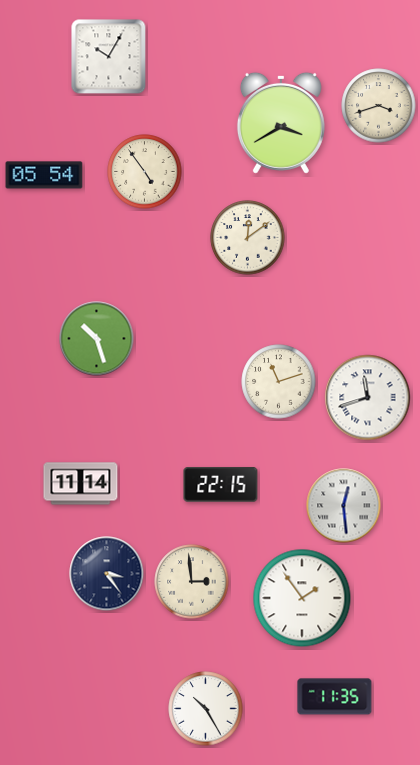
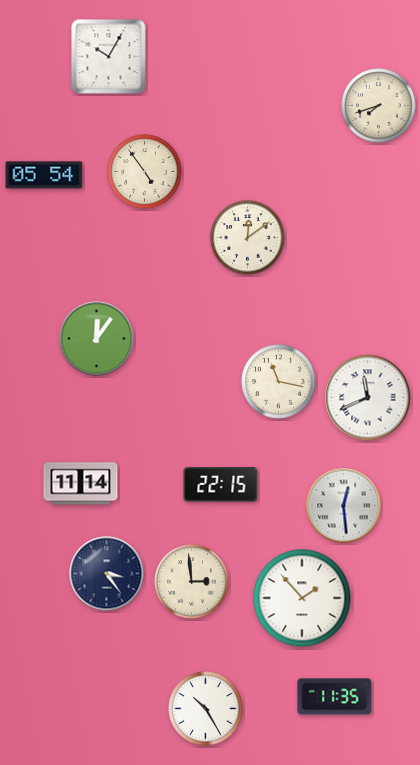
clock at (379, 106): 3:42 -> 7:42
clock at (281, 123): 3:40 -> none
clock at (97, 339): 10:27 -> 12:06
clock at (279, 382): 11:12 -> 11:17
clock at (368, 398): 11:42 -> 11:41
clock at (302, 598): 1:54 -> 1:53
